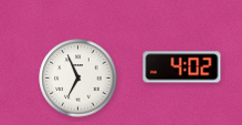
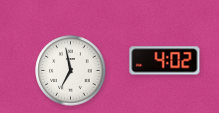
clock at (78, 79): 6:56 -> 6:58
